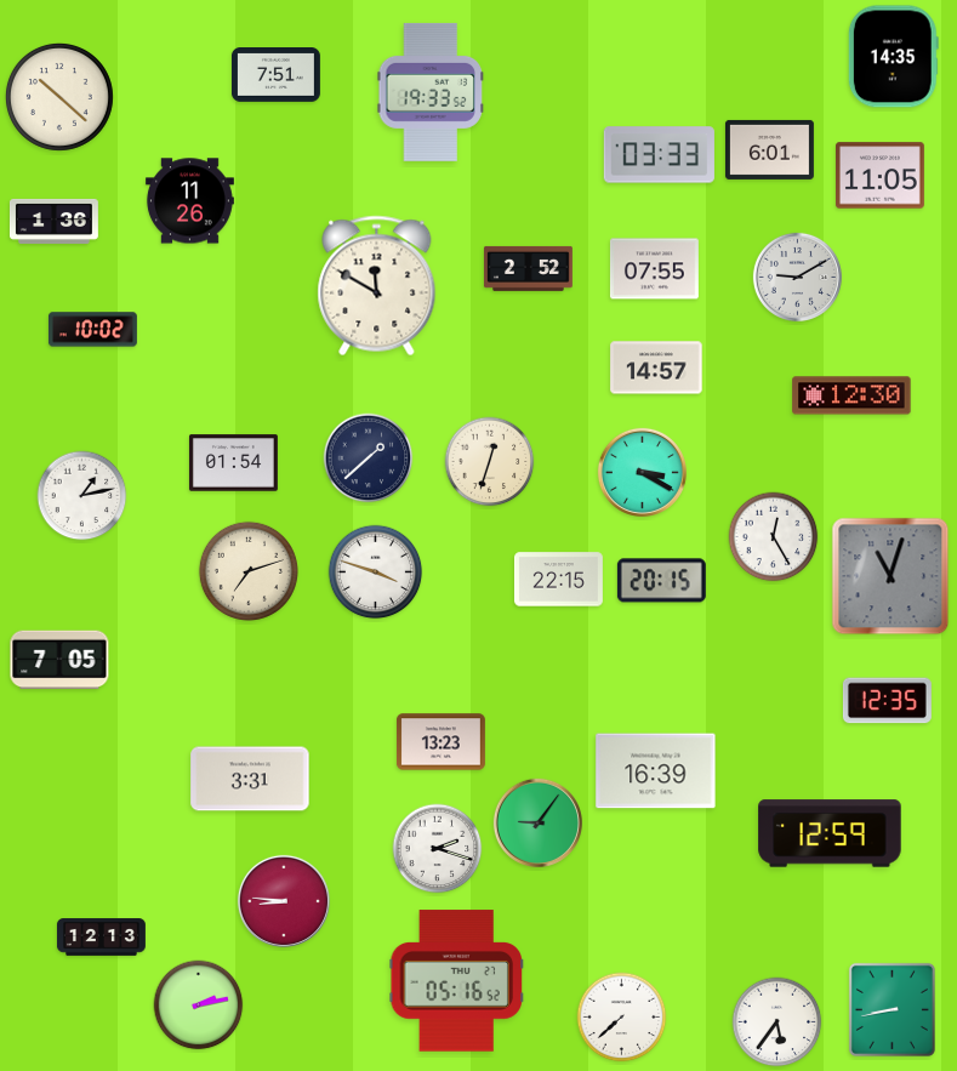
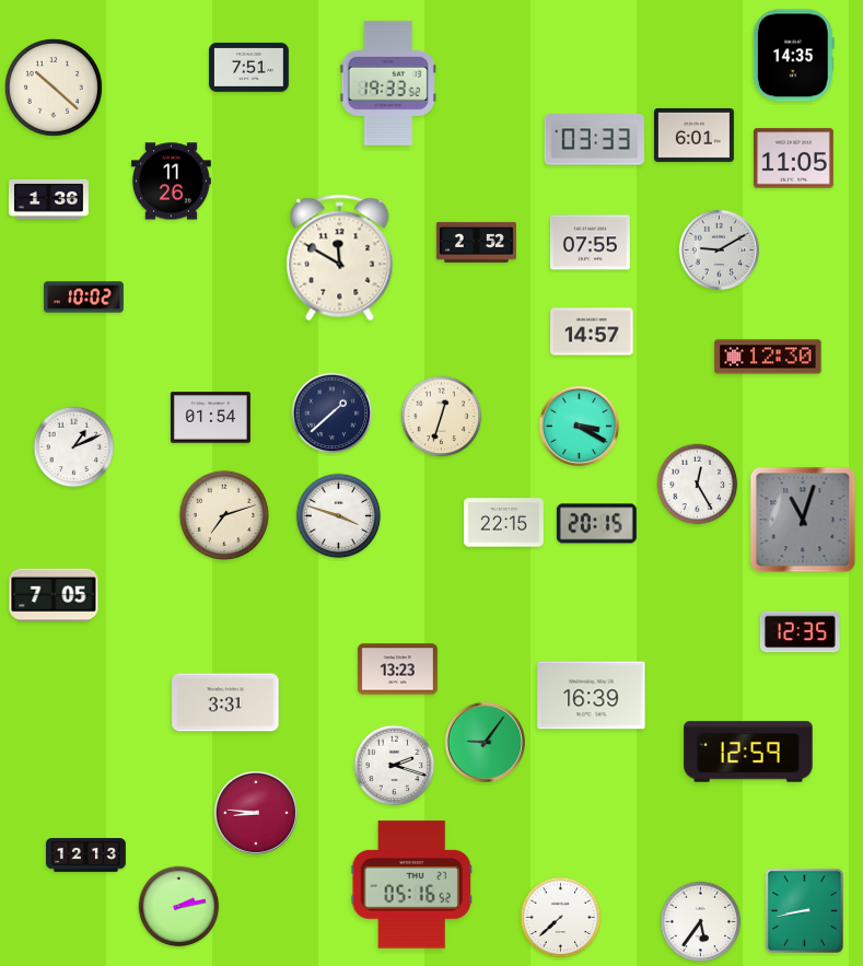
clock at (893, 57) position: (893, 57) -> (793, 56)
clock at (82, 496): 1:13 -> 1:11
clock at (101, 938) position: (101, 938) -> (85, 856)
